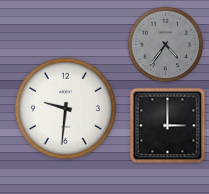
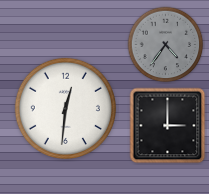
clock at (65, 108): 9:31 -> 12:31
